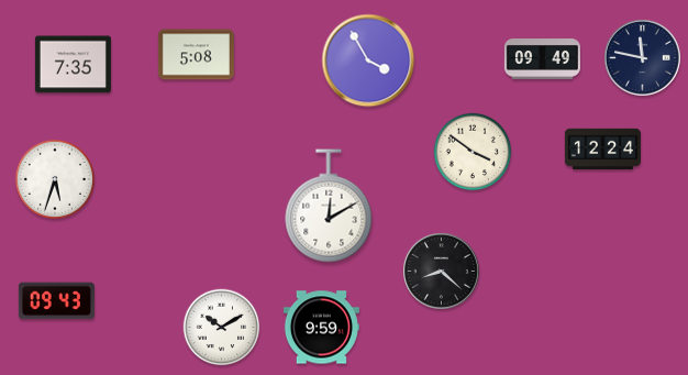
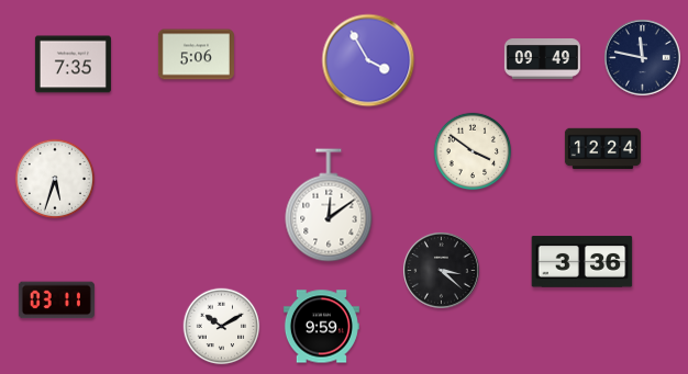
clock at (196, 55): 5:08 -> 5:06
clock at (329, 206): 12:10 -> 12:09
clock at (582, 262): none -> 3:36
clock at (442, 272): 8:22 -> 3:22
clock at (56, 301): 09:43 -> 03:11
